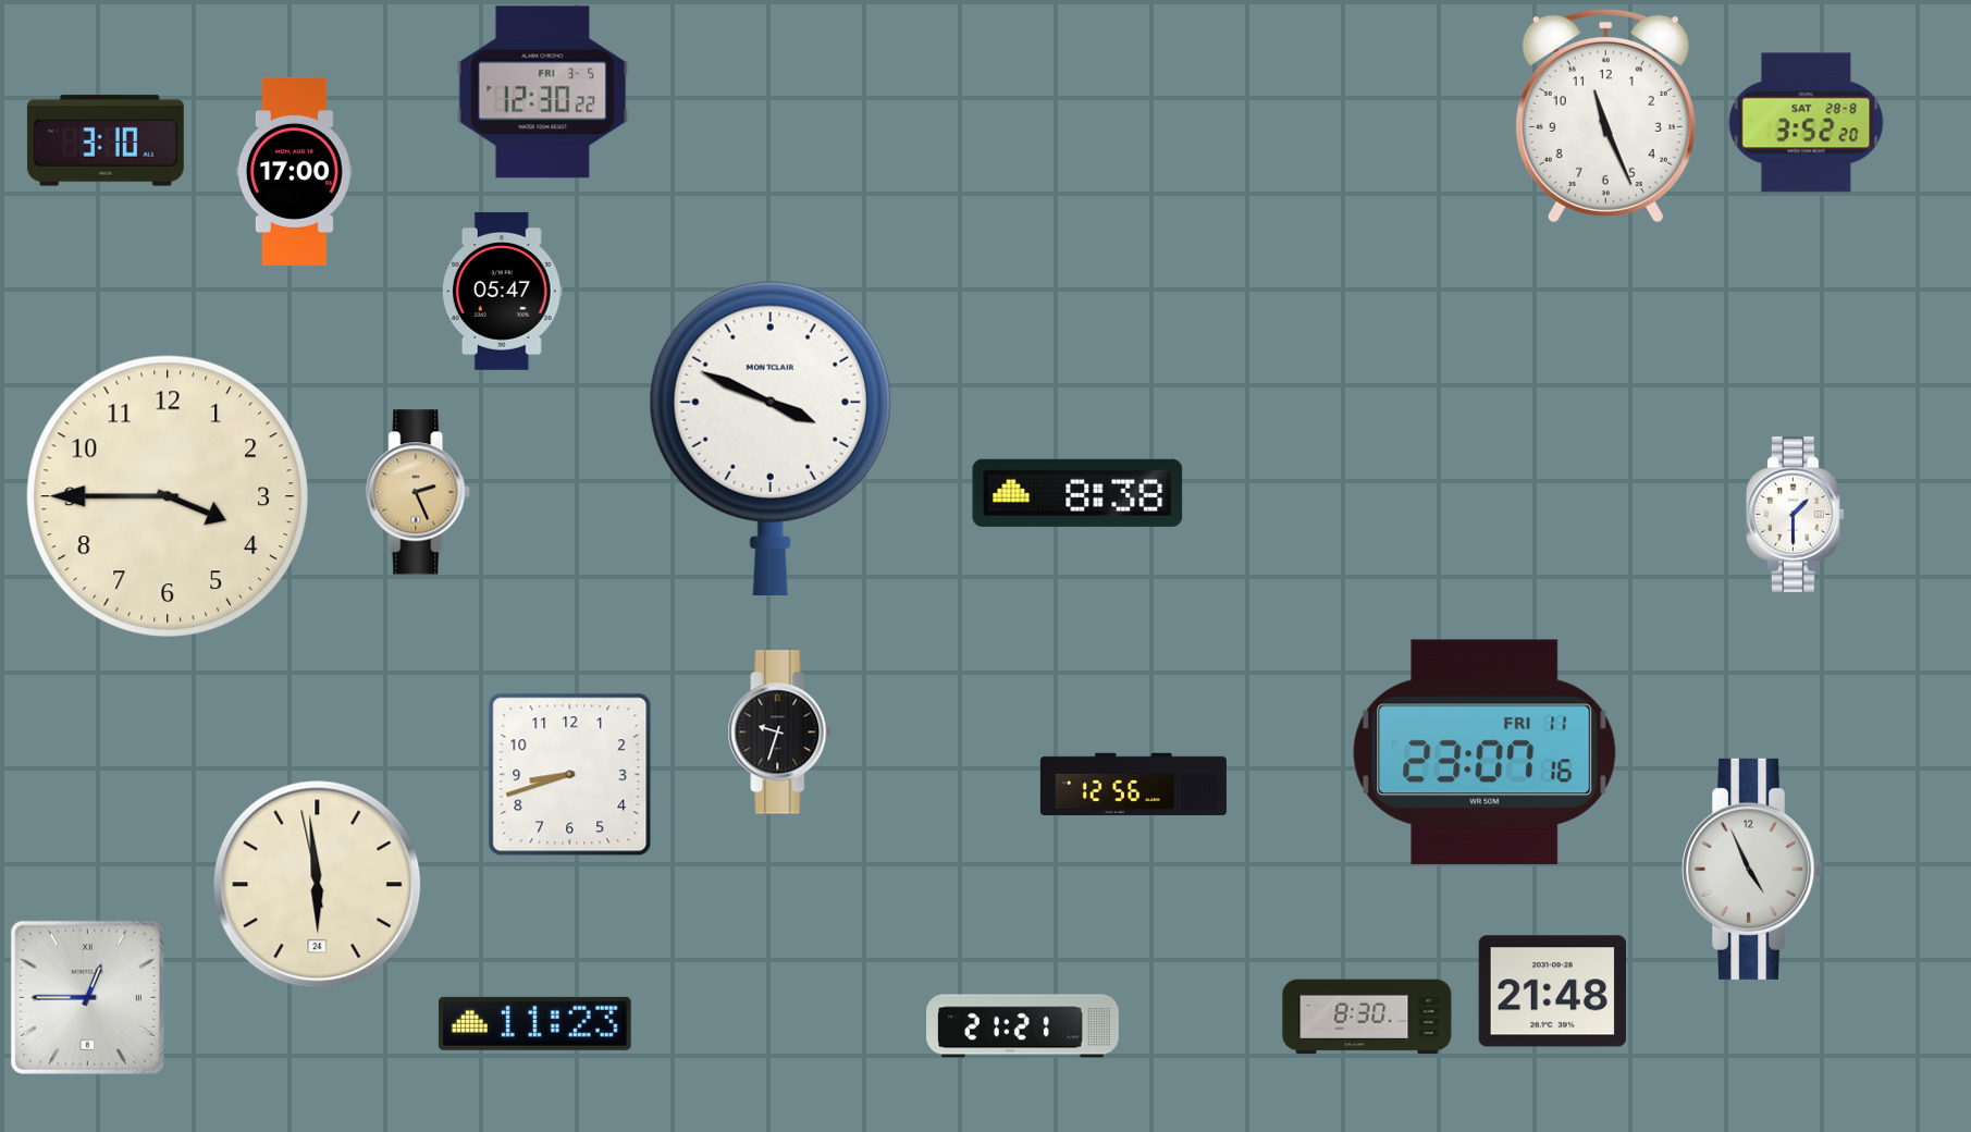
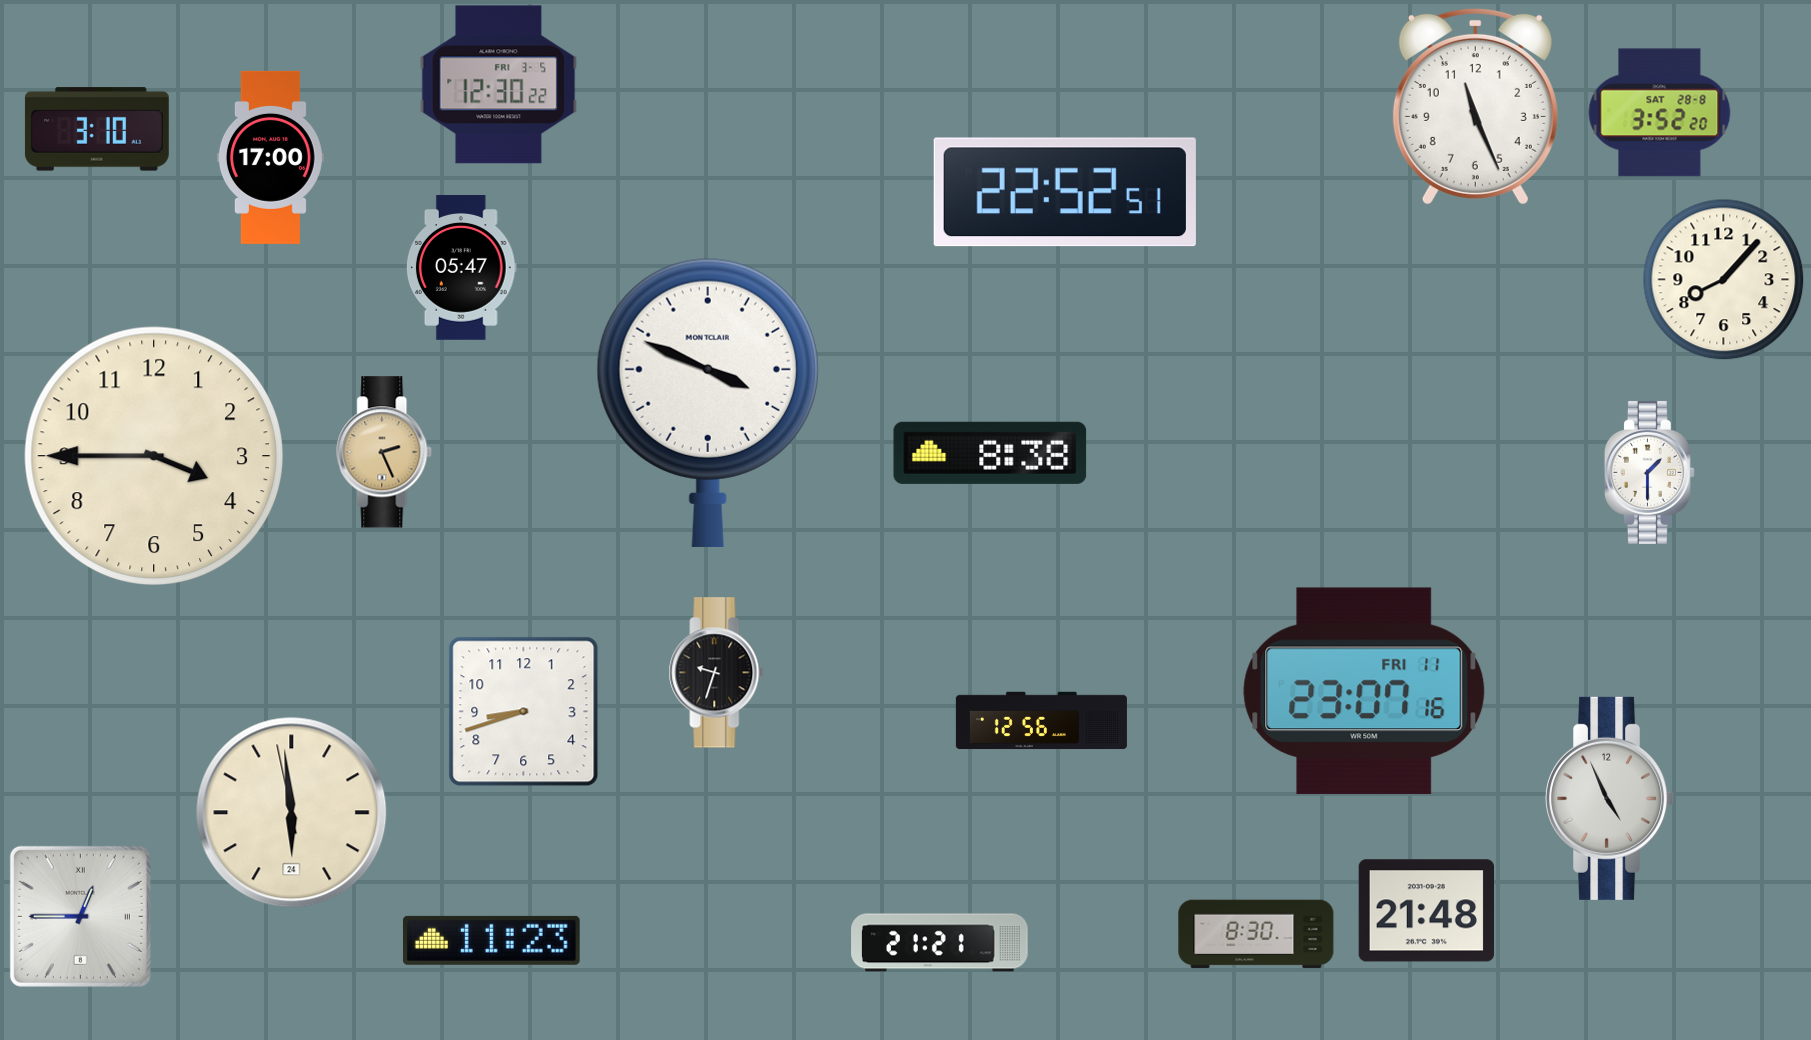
clock at (1065, 192): none -> 22:52
clock at (1724, 280): none -> 8:07
